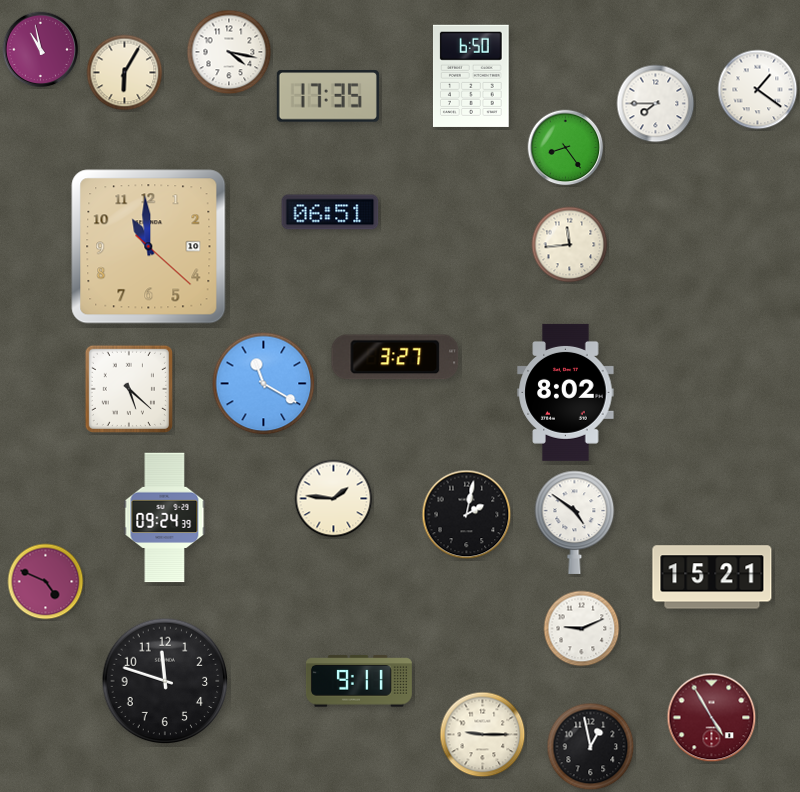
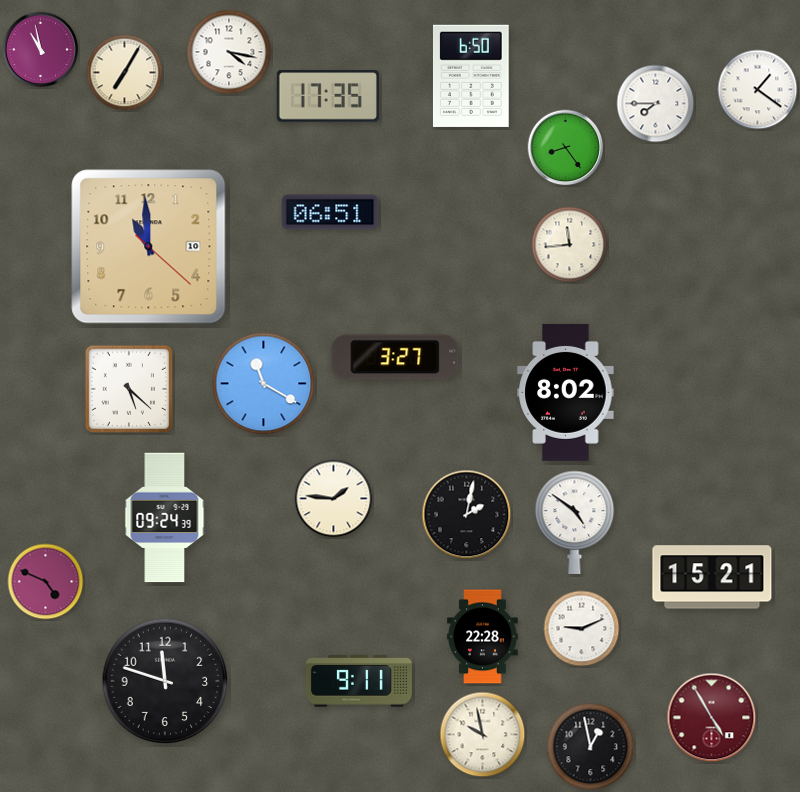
clock at (125, 73): 6:05 -> 7:05
clock at (483, 637): none -> 22:28
clock at (483, 735): 9:15 -> 9:58
